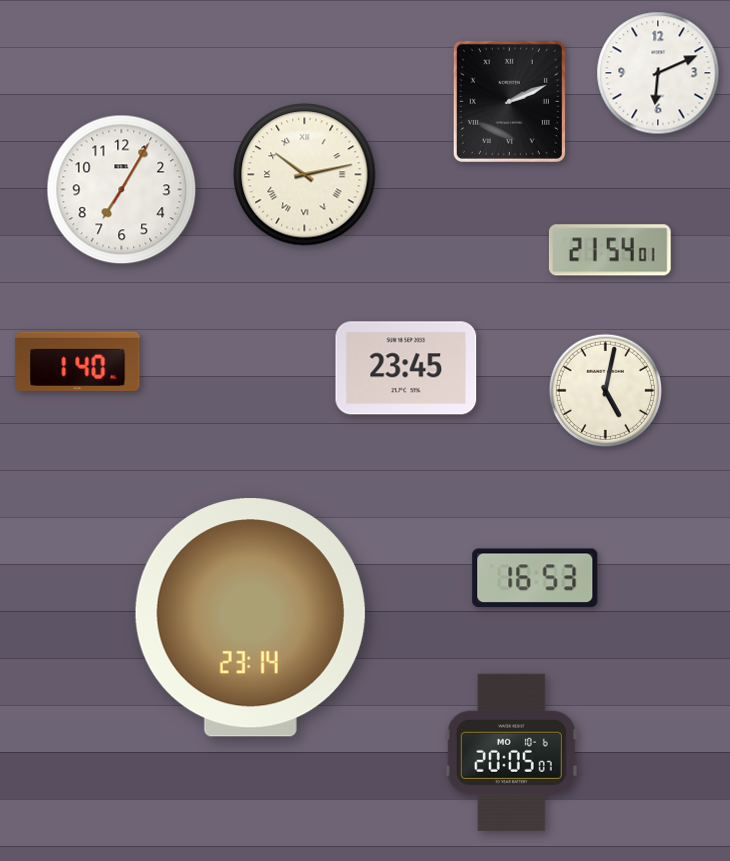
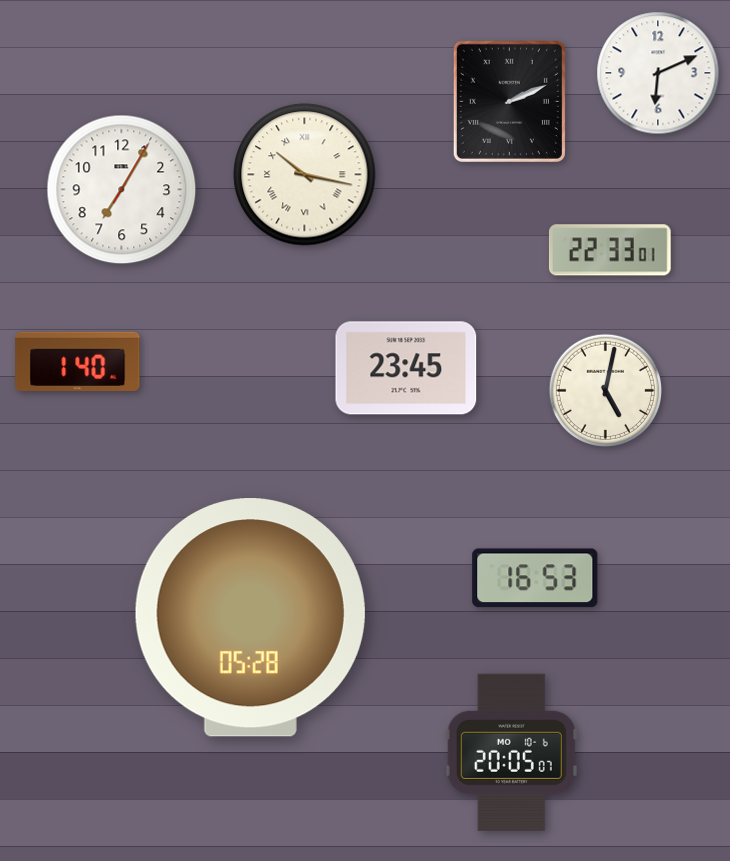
clock at (305, 175): 10:13 -> 10:17
clock at (610, 250): 21:54 -> 22:33
clock at (250, 618): 23:14 -> 05:28
